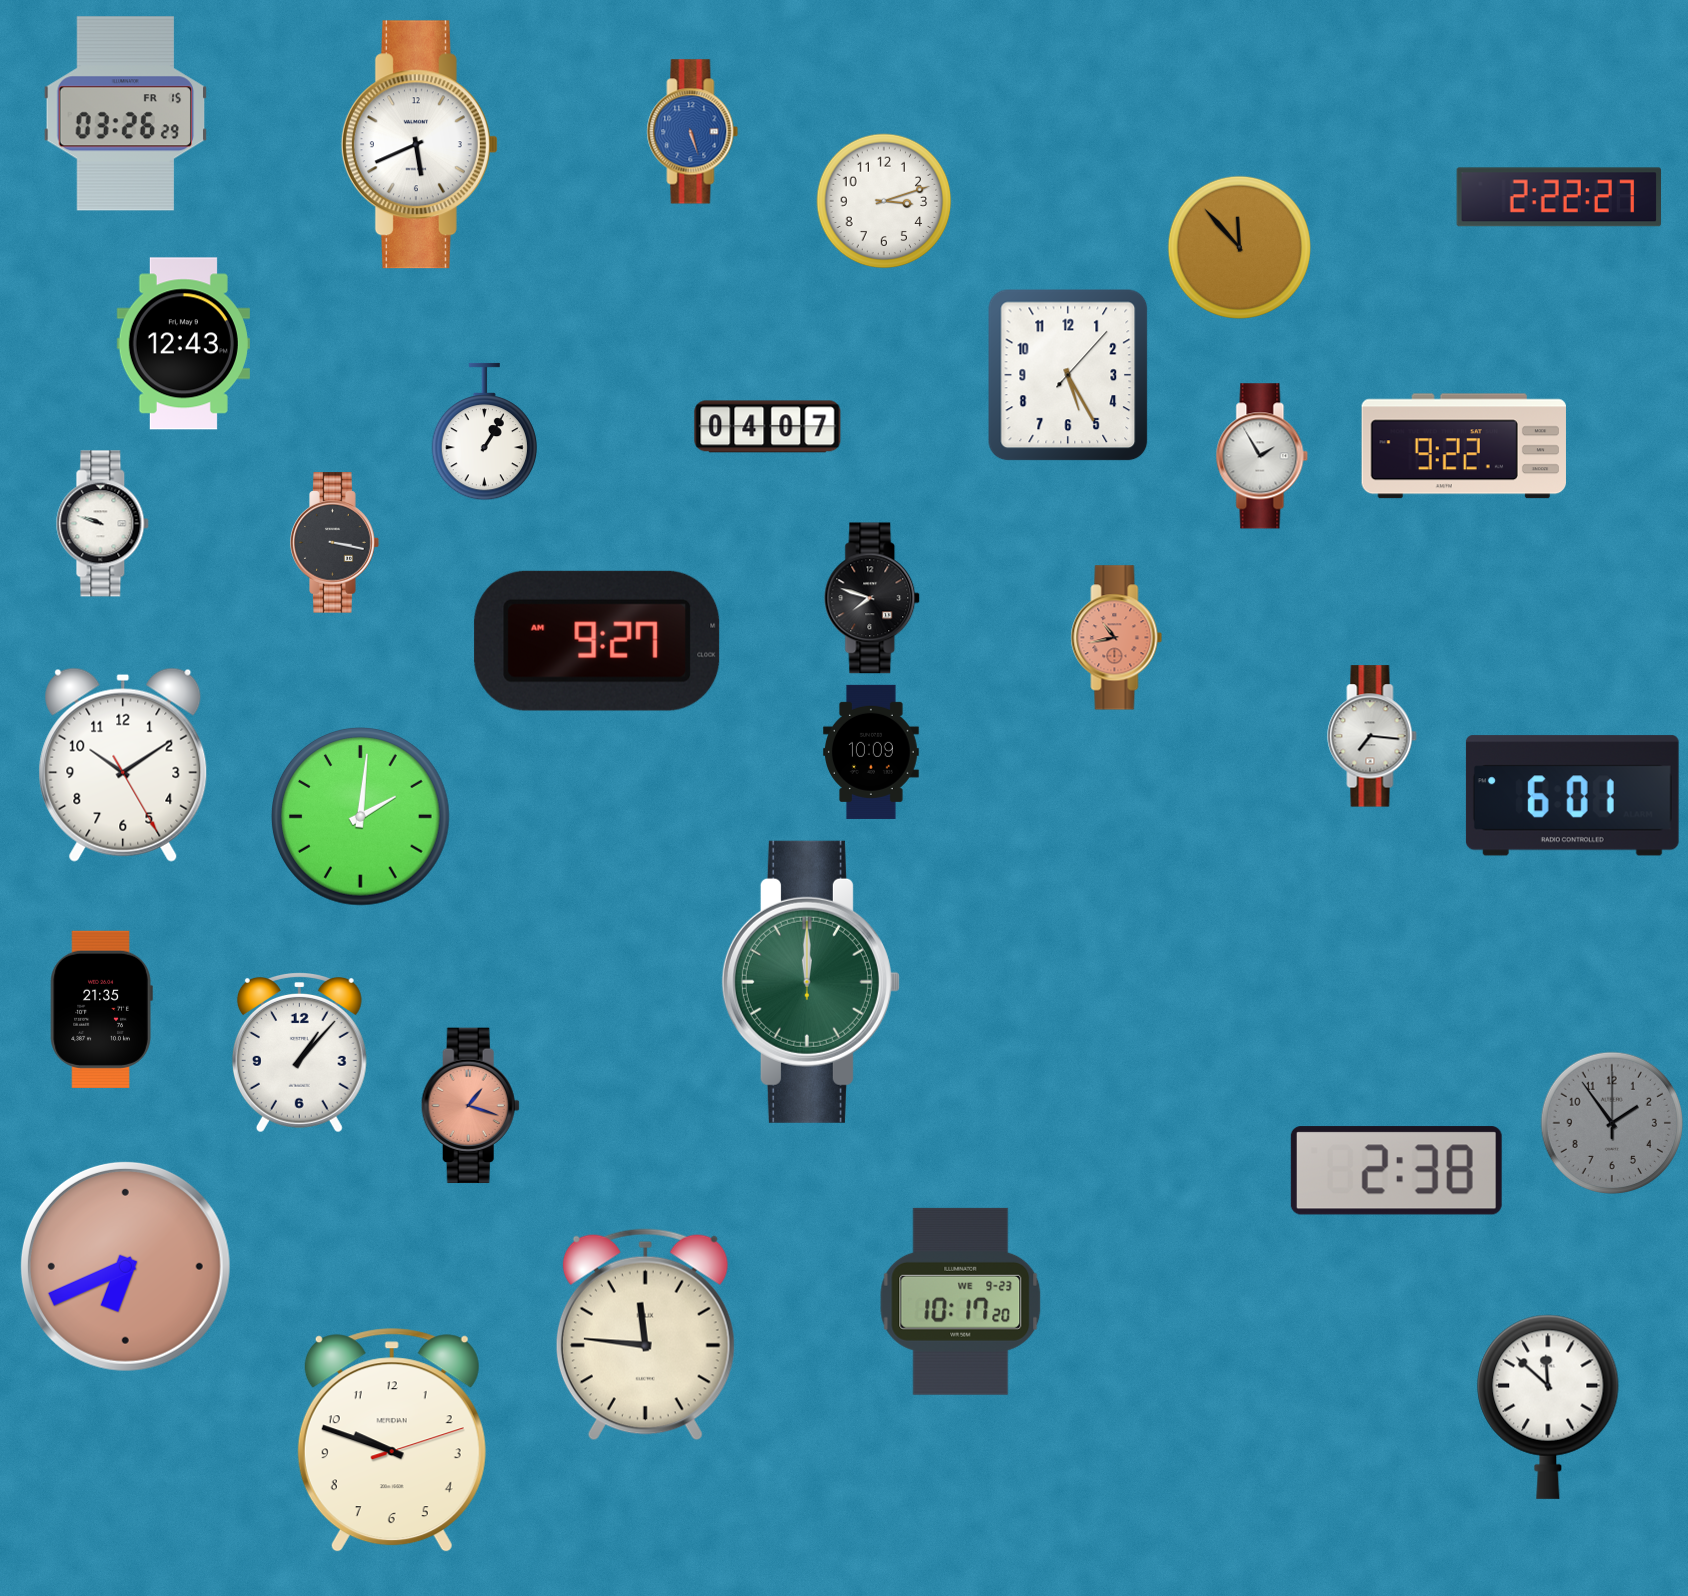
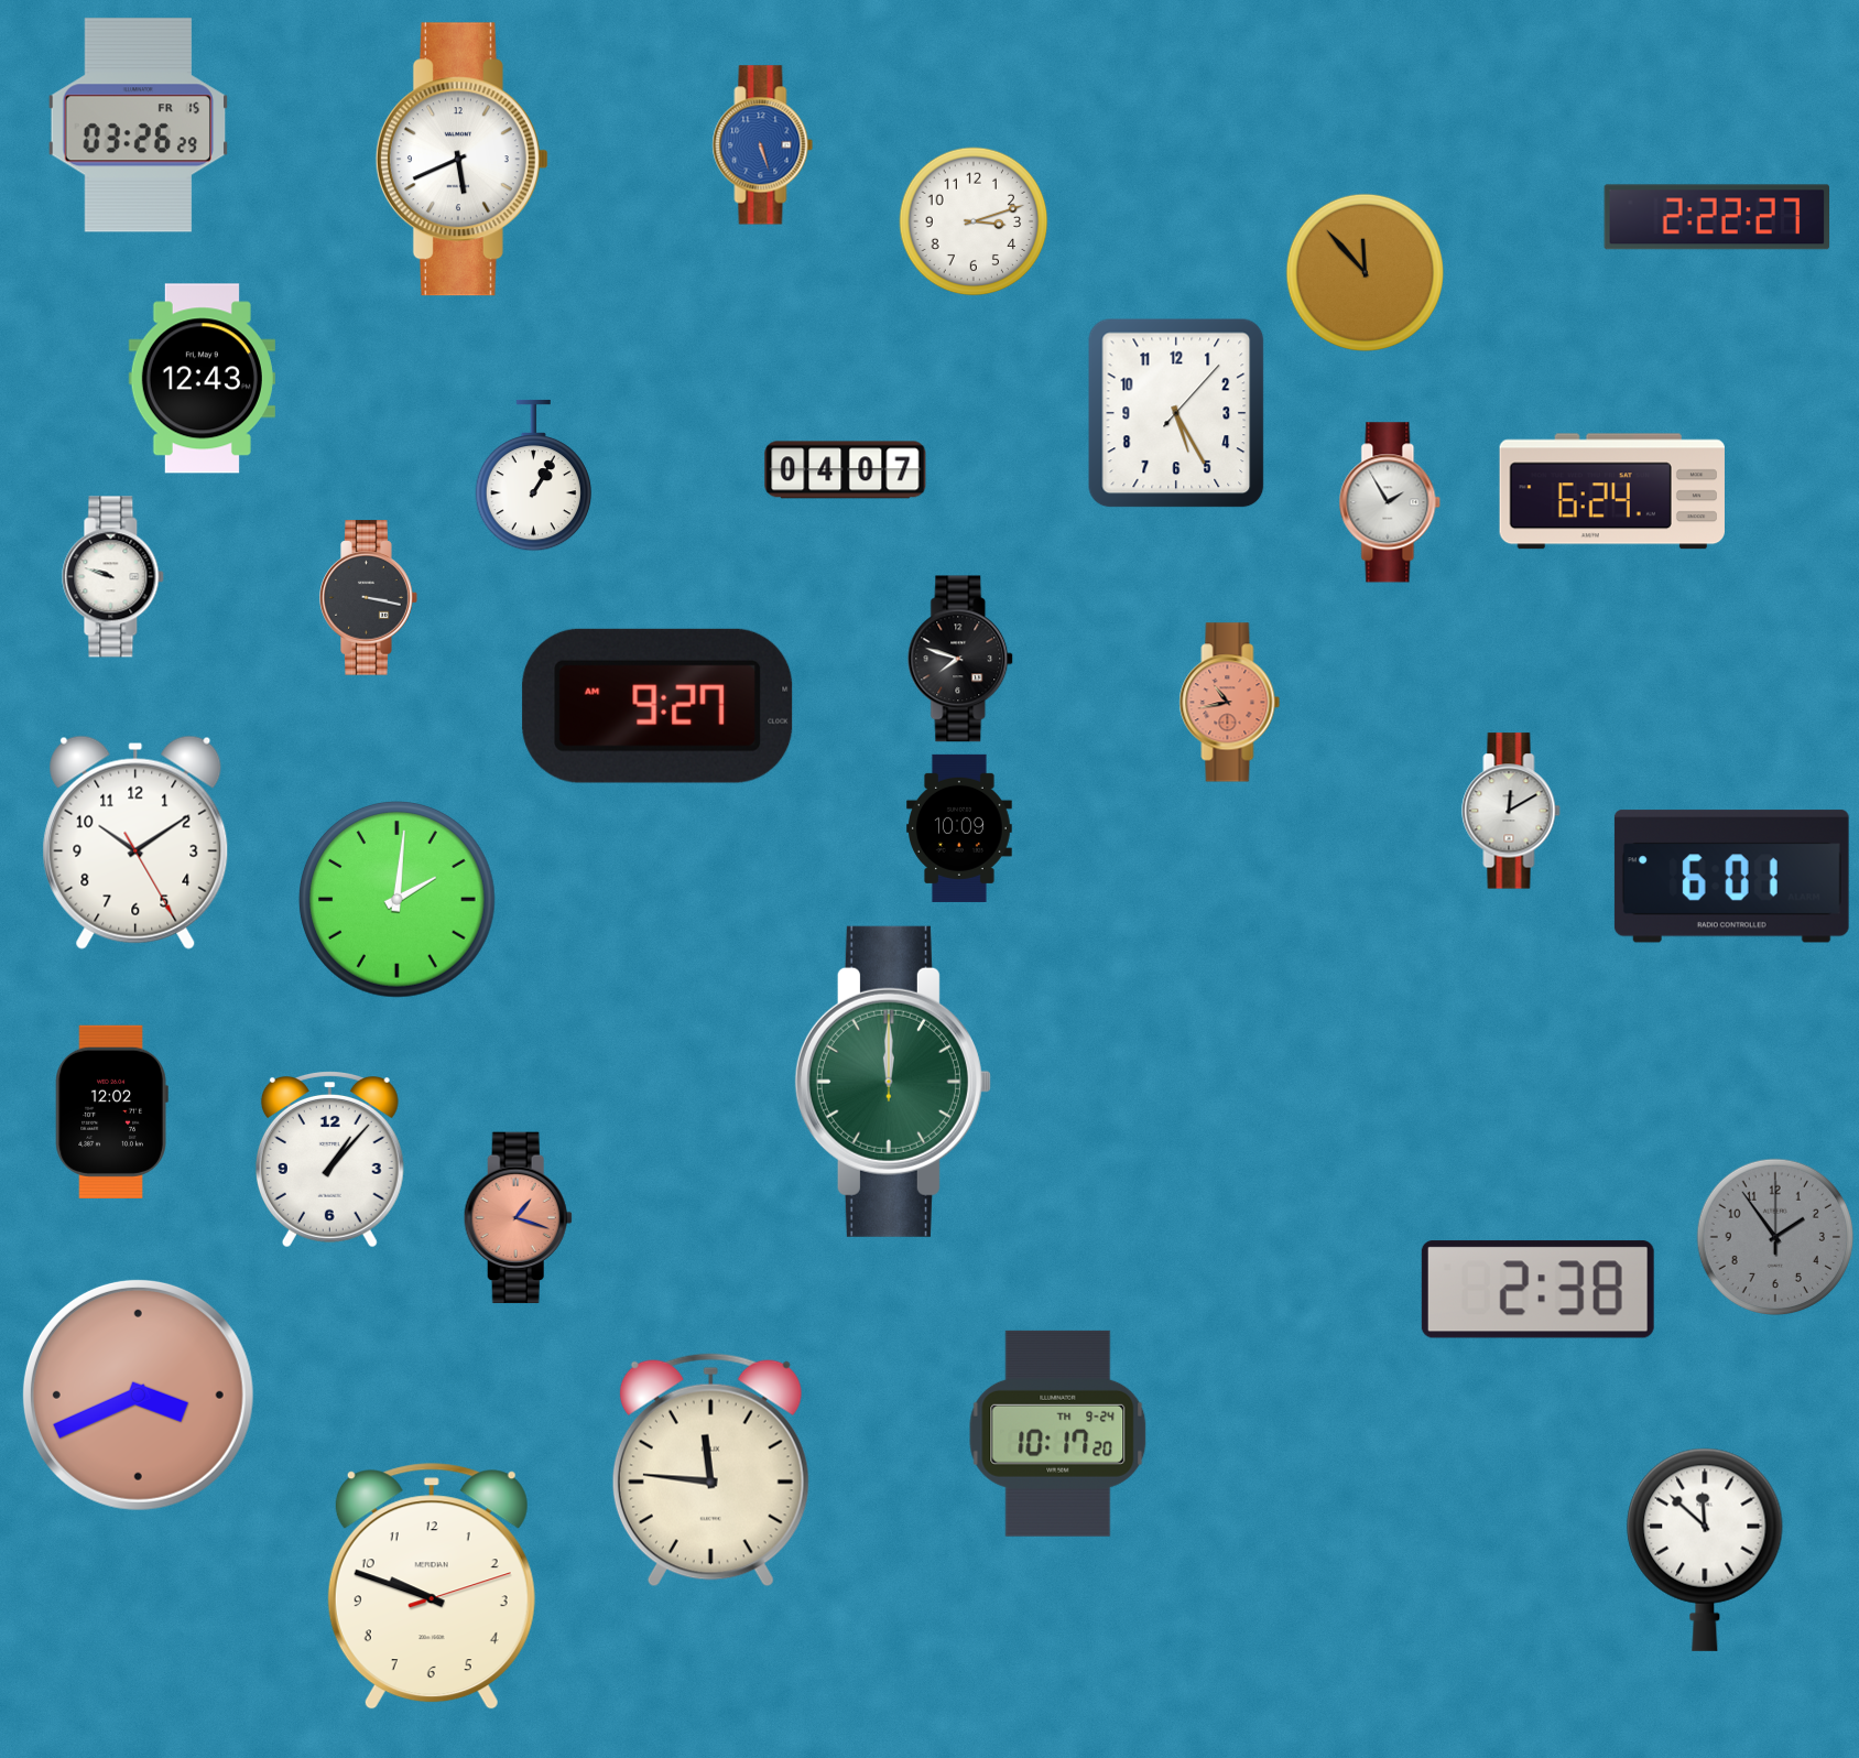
clock at (1464, 446): 9:22 -> 6:24
clock at (1372, 736): 7:16 -> 12:10
clock at (101, 1009): 21:35 -> 12:02
clock at (125, 1266): 6:41 -> 3:41
clock at (961, 1301) date: WE 9-23 -> TH 9-24
